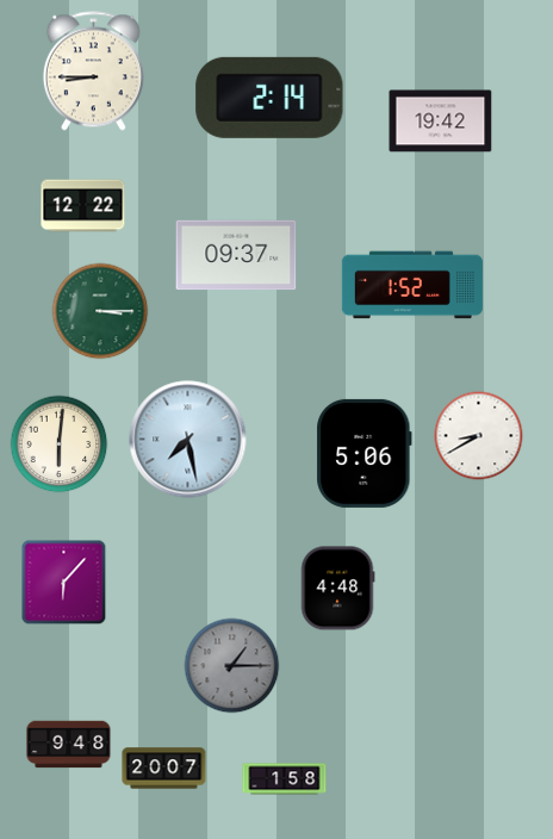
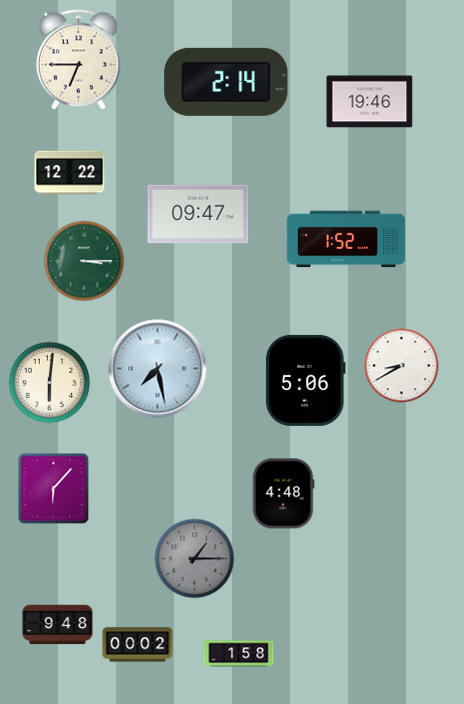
clock at (93, 72): 8:45 -> 6:45
clock at (441, 122): 19:42 -> 19:46
clock at (236, 255): 09:37 -> 09:47
clock at (60, 445) position: (60, 445) -> (50, 383)
clock at (164, 769): 20:07 -> 00:02
